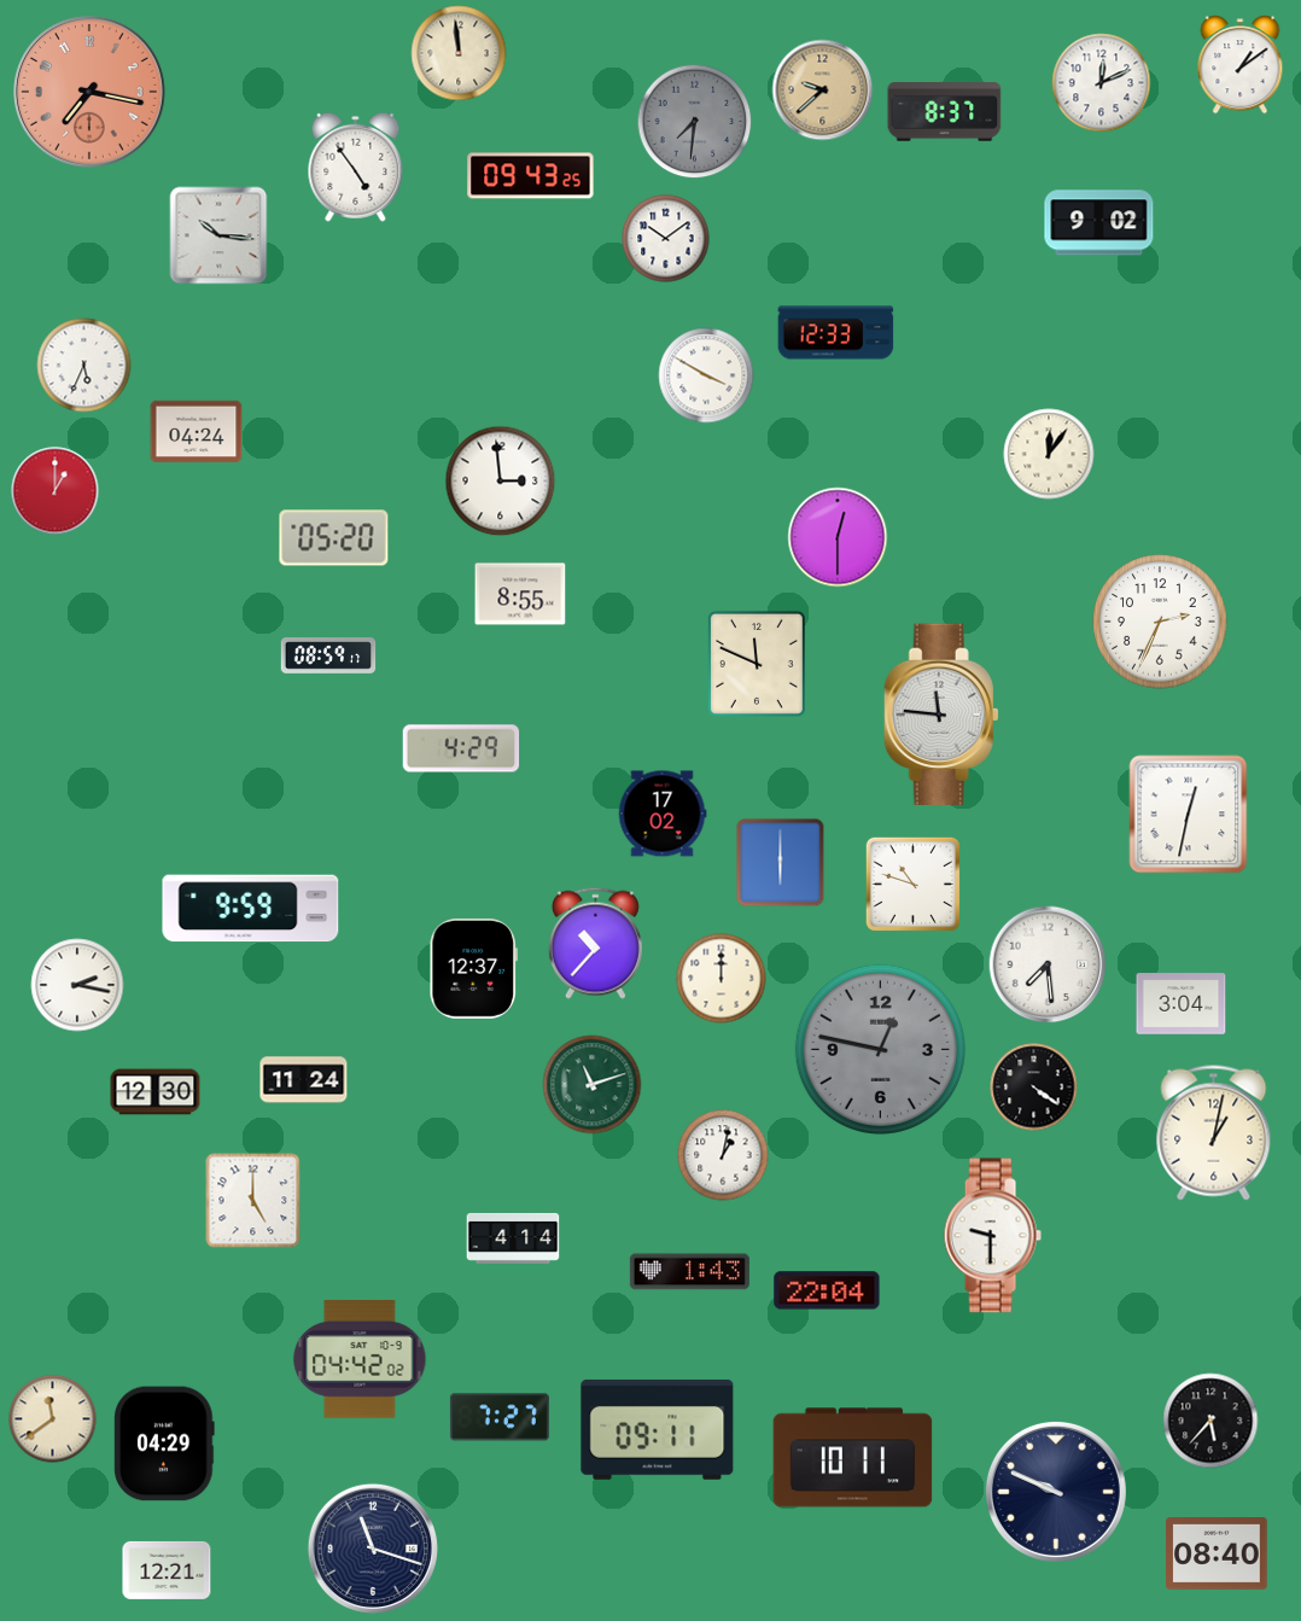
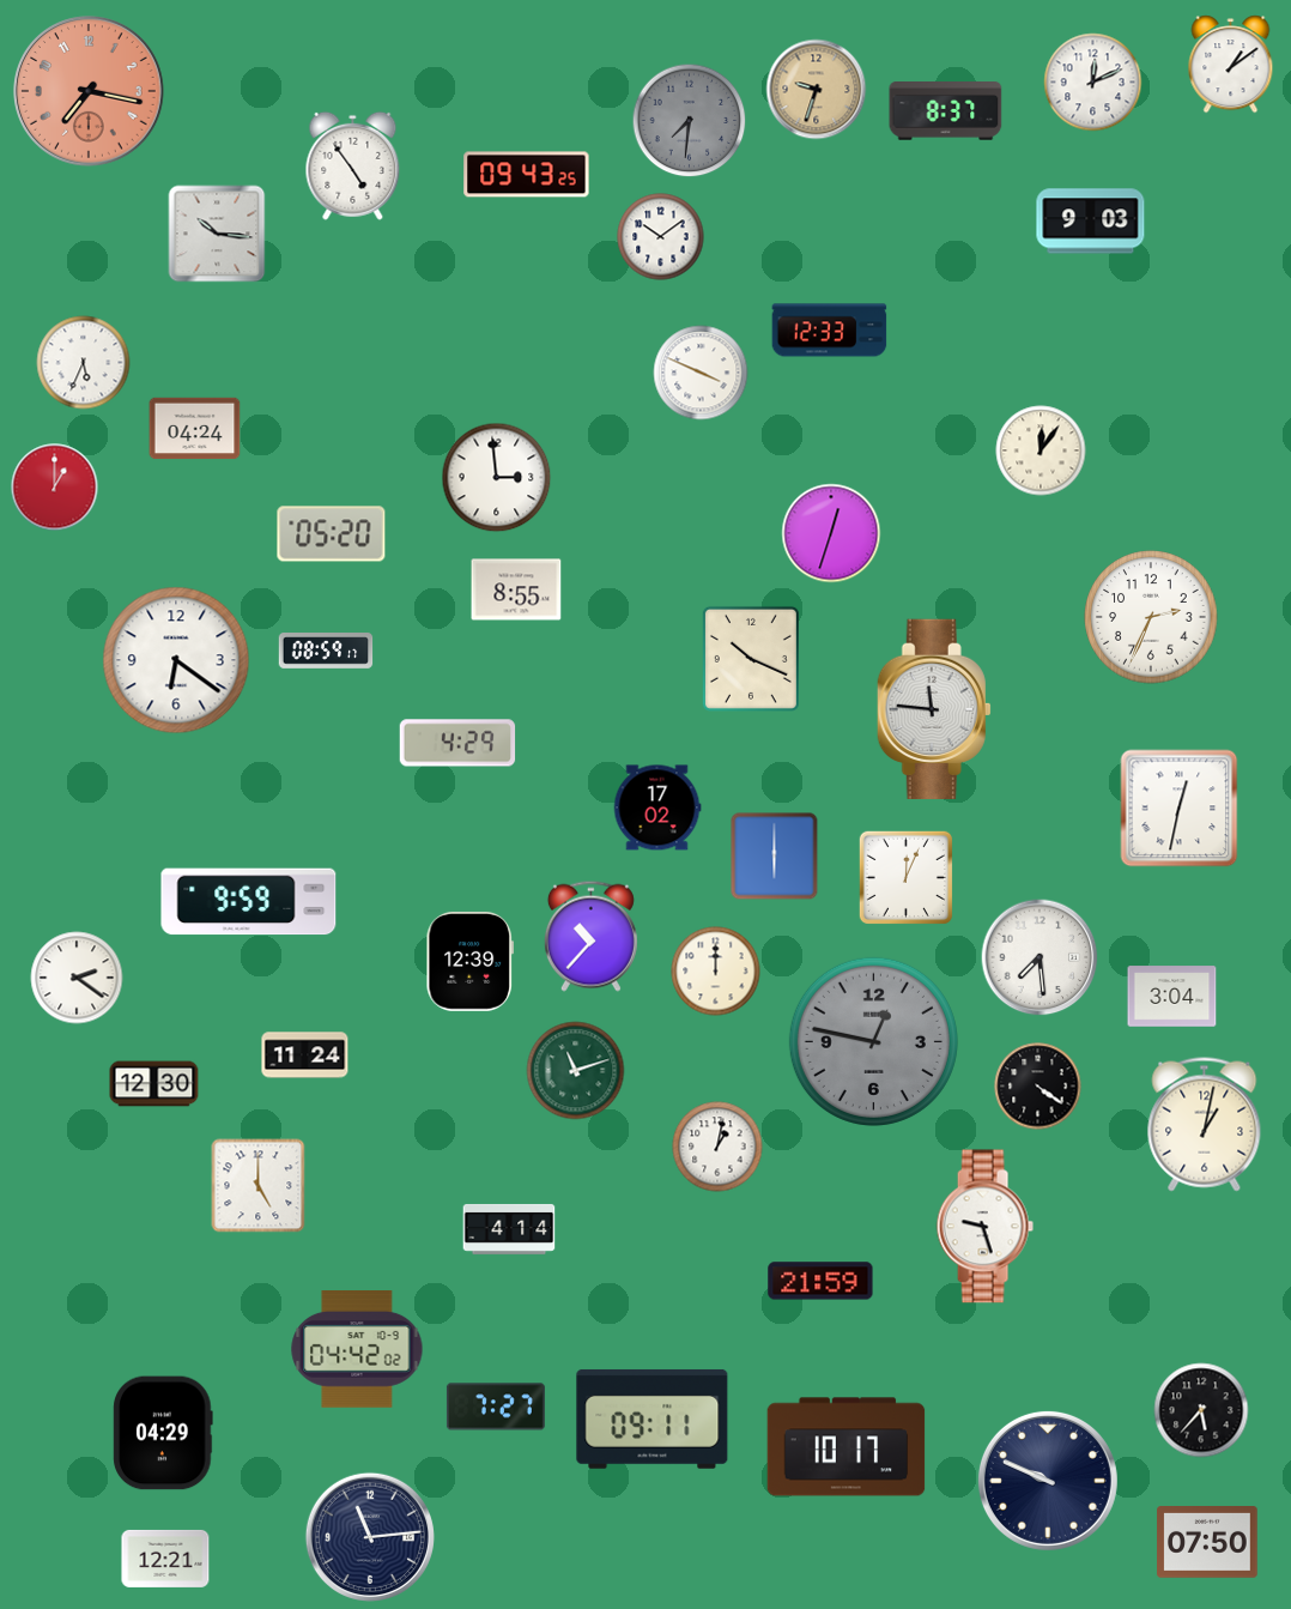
clock at (459, 53): 11:59 -> none
clock at (823, 91): 9:38 -> 9:33
clock at (945, 112) position: (945, 112) -> (946, 111)
clock at (1099, 223): 9:02 -> 9:03
clock at (706, 375): 3:50 -> 3:49
clock at (838, 537): 12:30 -> 12:33
clock at (757, 664): 11:49 -> 10:19
clock at (176, 660): none -> 6:21
clock at (912, 884): 10:48 -> 12:04
clock at (473, 968): 12:37 -> 12:39
clock at (77, 985): 2:17 -> 2:21
clock at (304, 1080) position: (304, 1080) -> (305, 1055)
clock at (593, 1085) position: (593, 1085) -> (576, 1071)
clock at (1034, 1088) position: (1034, 1088) -> (1038, 1087)
clock at (253, 1201) position: (253, 1201) -> (259, 1186)
clock at (992, 1236): 9:30 -> 9:27
clock at (689, 1272): 1:43 -> none
clock at (827, 1290): 22:04 -> 21:59
clock at (53, 1419): 11:39 -> none
clock at (853, 1458): 10:11 -> 10:17
clock at (373, 1549): 11:18 -> 11:14
clock at (1217, 1555): 08:40 -> 07:50
